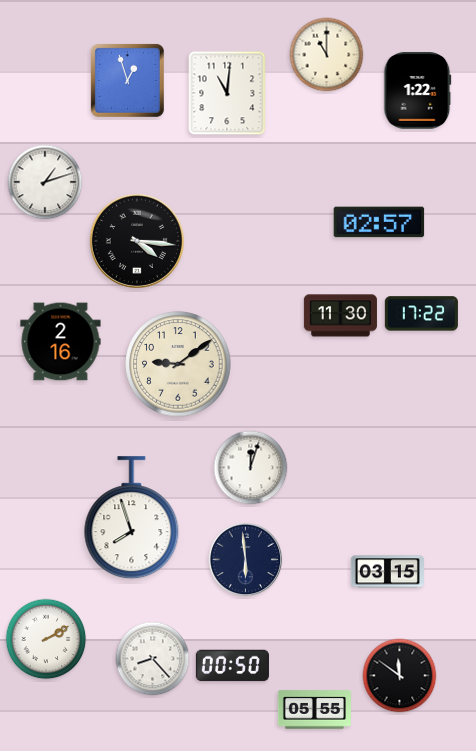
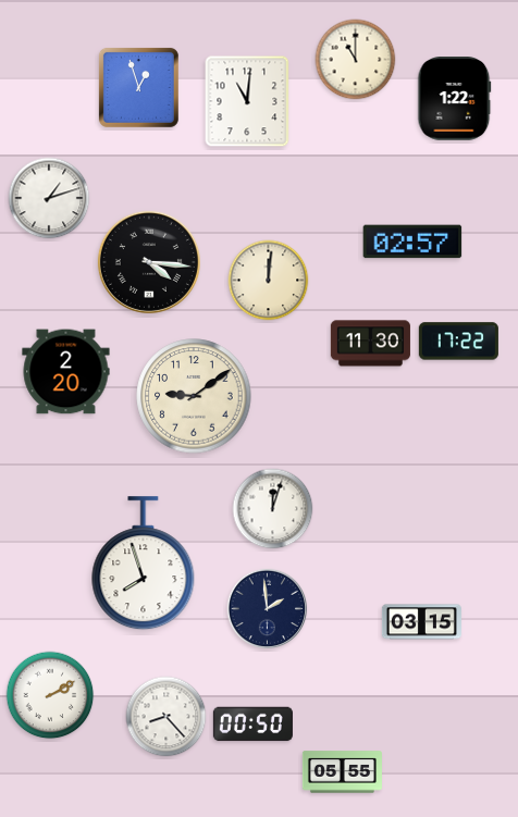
clock at (269, 281): none -> 12:01
clock at (61, 342): 2:16 -> 2:20
clock at (246, 560): 5:59 -> 1:59
clock at (400, 676): 11:51 -> none
